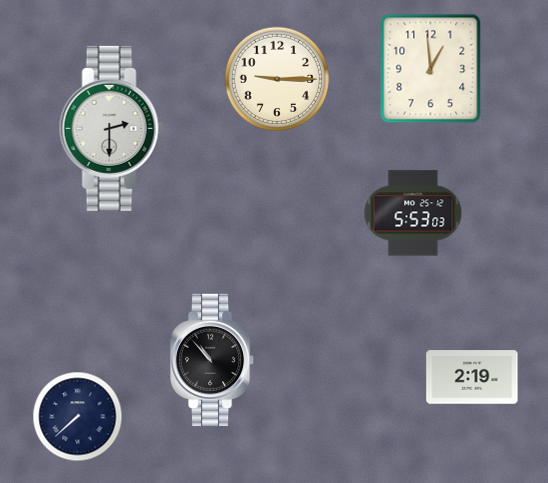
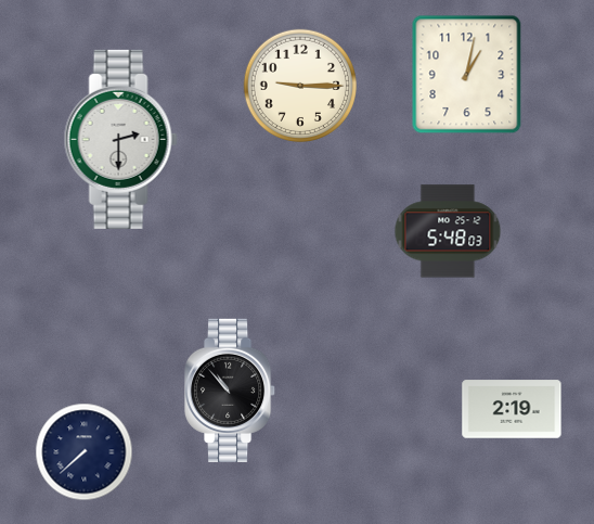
clock at (431, 69): 12:59 -> 1:02
clock at (413, 213): 5:53 -> 5:48
